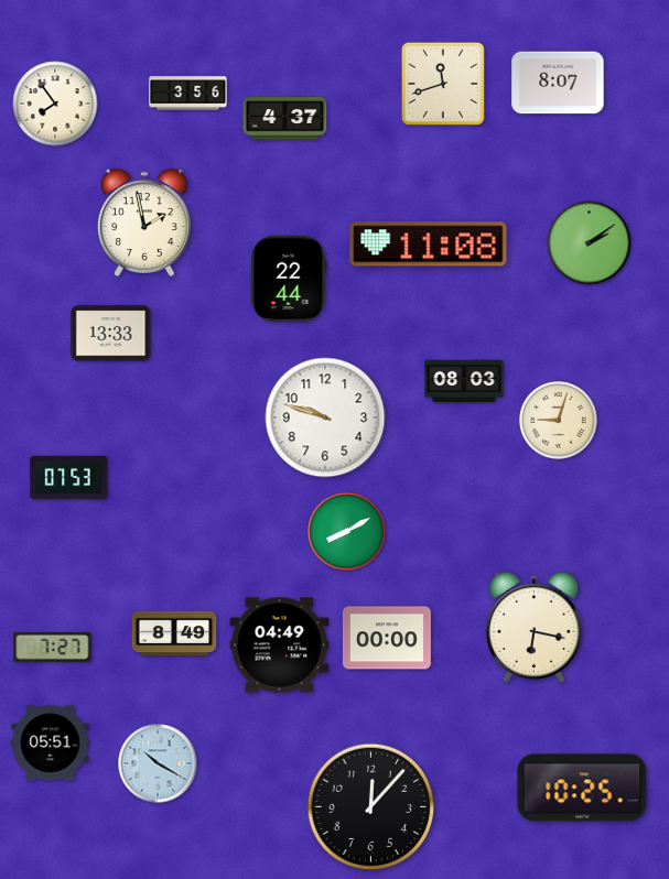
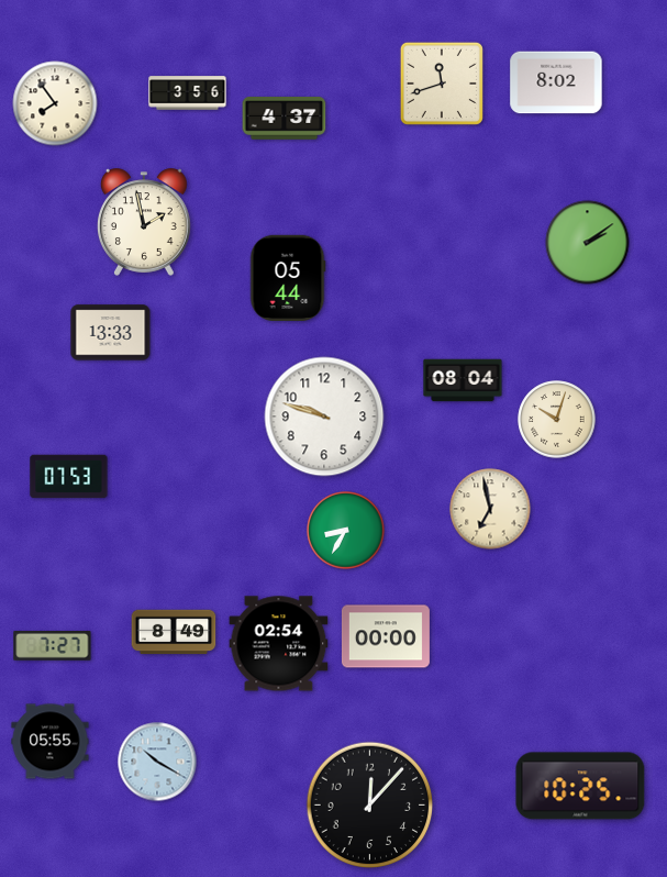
clock at (558, 83): 8:07 -> 8:02
clock at (429, 245): 11:08 -> none
clock at (289, 278): 22:44 -> 05:44
clock at (464, 381): 08:03 -> 08:04
clock at (559, 421): 9:03 -> 10:03
clock at (490, 509): none -> 6:58
clock at (347, 532): 8:10 -> 8:35
clock at (533, 627): 6:17 -> none
clock at (280, 645): 04:49 -> 02:54
clock at (51, 744): 05:51 -> 05:55
